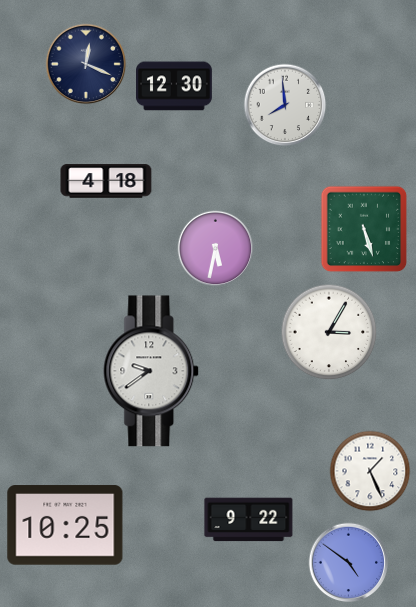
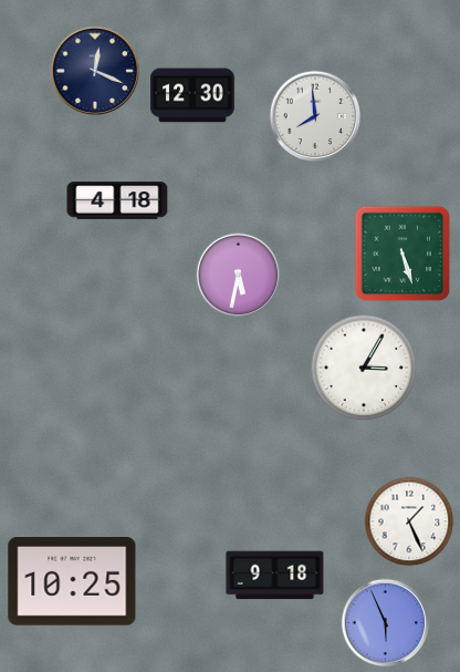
clock at (152, 371): 9:39 -> none
clock at (249, 520): 9:22 -> 9:18
clock at (349, 563): 4:51 -> 5:56
